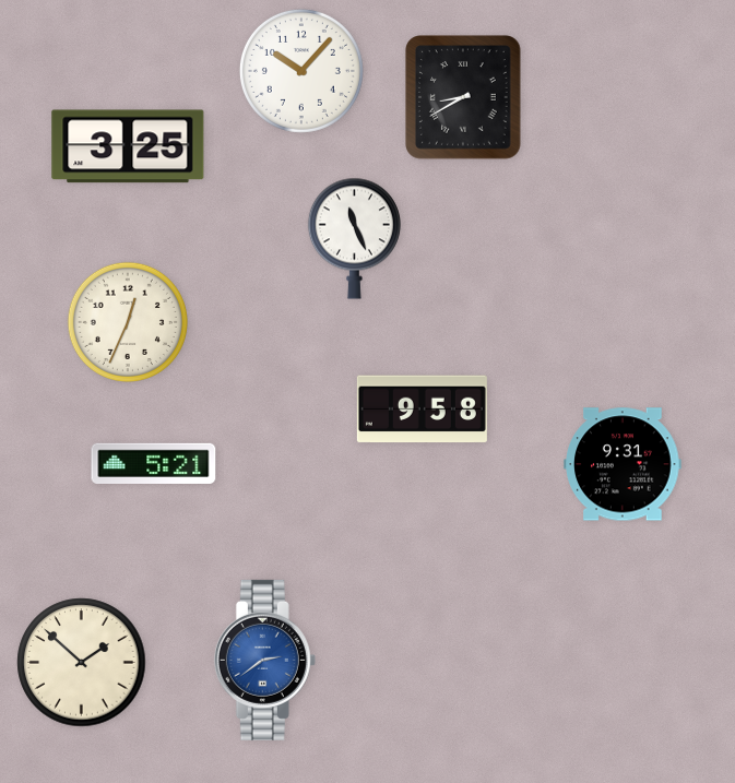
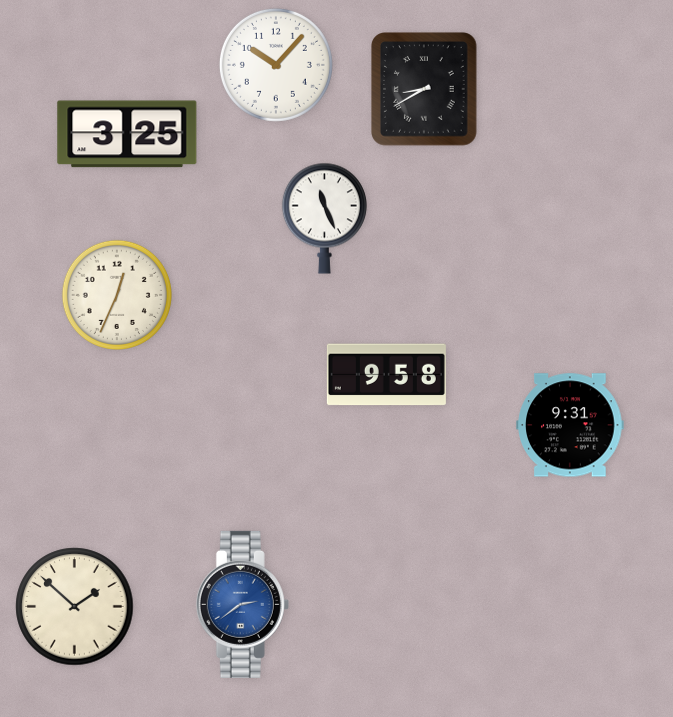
clock at (128, 146) position: (128, 146) -> (127, 134)
clock at (154, 463): 5:21 -> none
